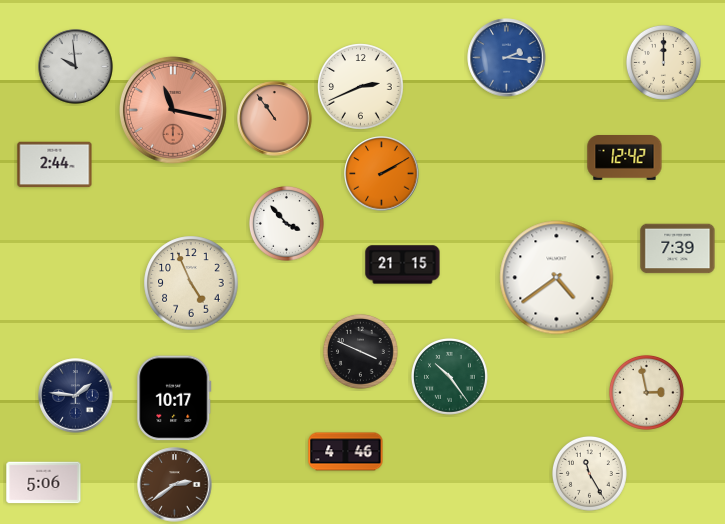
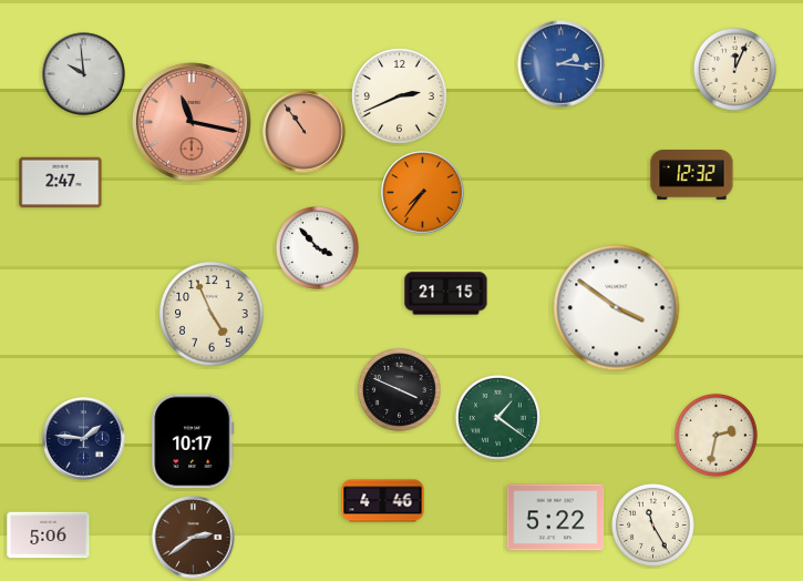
clock at (663, 62): 12:00 -> 12:04
clock at (625, 158): 12:42 -> 12:32
clock at (55, 165): 2:44 -> 2:47
clock at (382, 174): 2:10 -> 7:36
clock at (678, 249): 7:39 -> none
clock at (557, 278): 4:39 -> 3:51
clock at (450, 377): 10:24 -> 1:21
clock at (646, 392): 2:58 -> 2:32
clock at (556, 518): none -> 5:22
